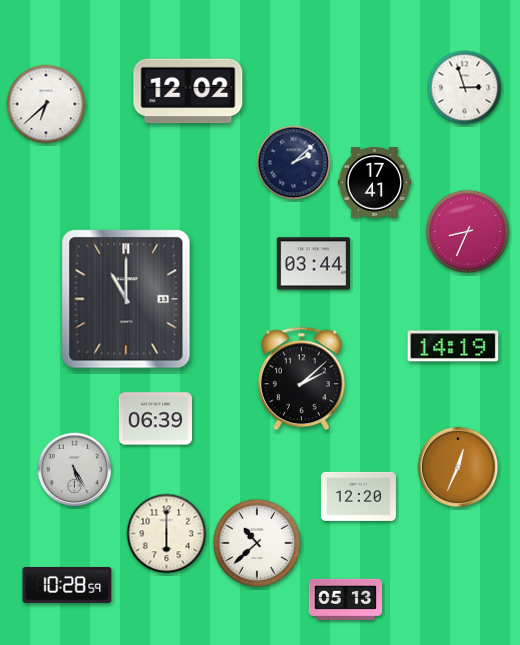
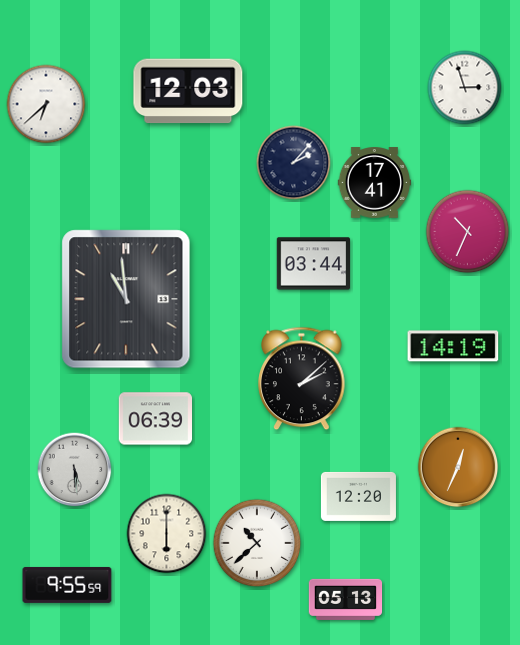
clock at (188, 91): 12:02 -> 12:03
clock at (294, 163): 2:08 -> 2:07
clock at (468, 232): 8:34 -> 10:34
clock at (126, 299): 11:00 -> 10:59
clock at (75, 470): 5:25 -> 5:29
clock at (67, 585): 10:28 -> 9:55
